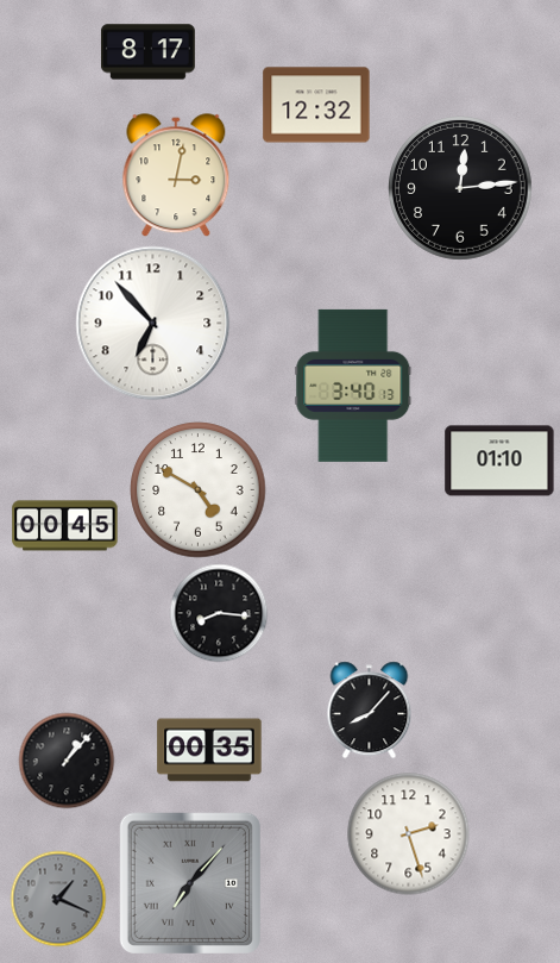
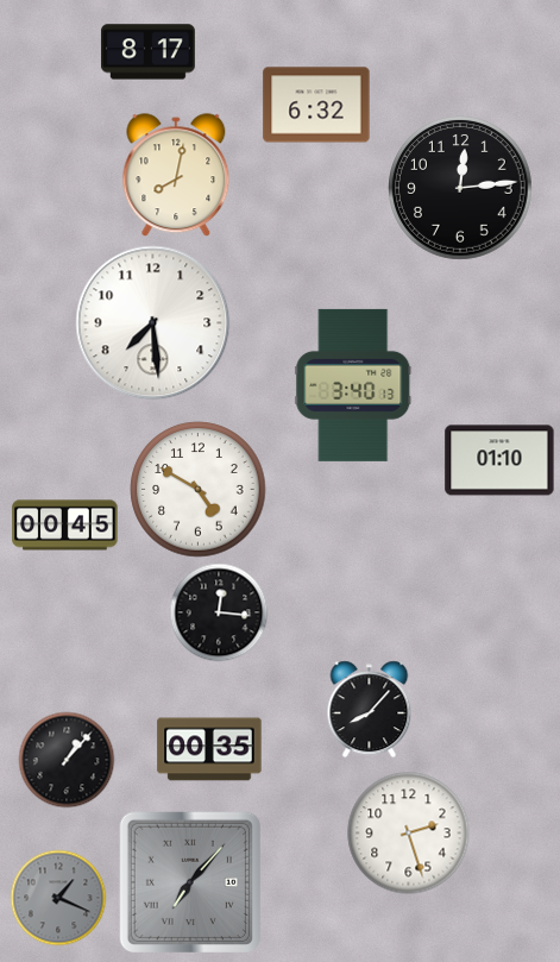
clock at (316, 105): 12:32 -> 6:32
clock at (176, 175): 3:02 -> 8:02
clock at (153, 324): 6:53 -> 7:29
clock at (219, 613): 8:16 -> 12:16
